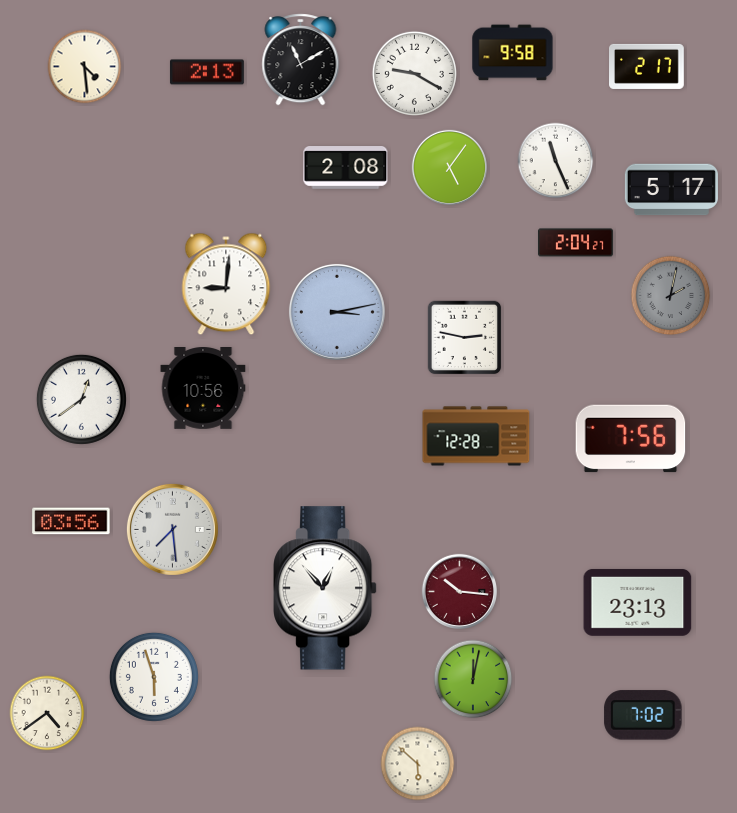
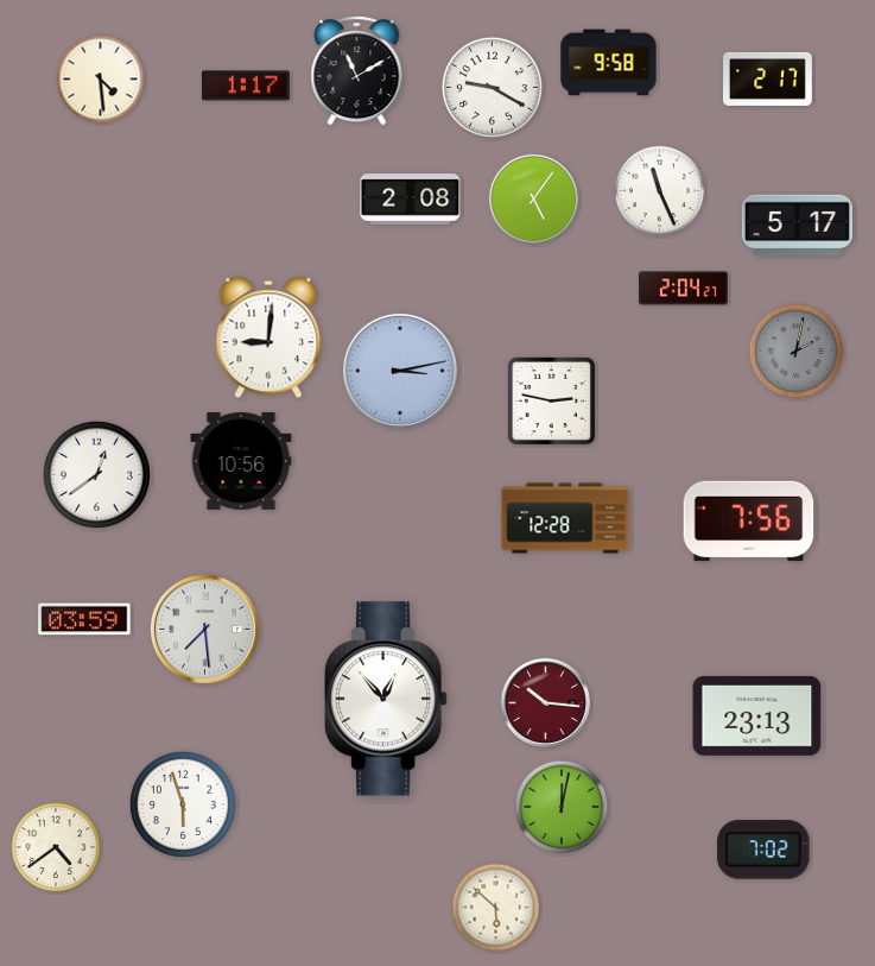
clock at (207, 72): 2:13 -> 1:17
clock at (71, 521): 03:56 -> 03:59
